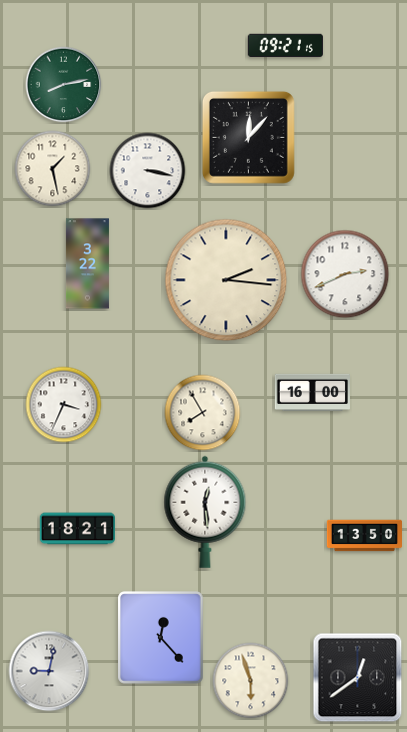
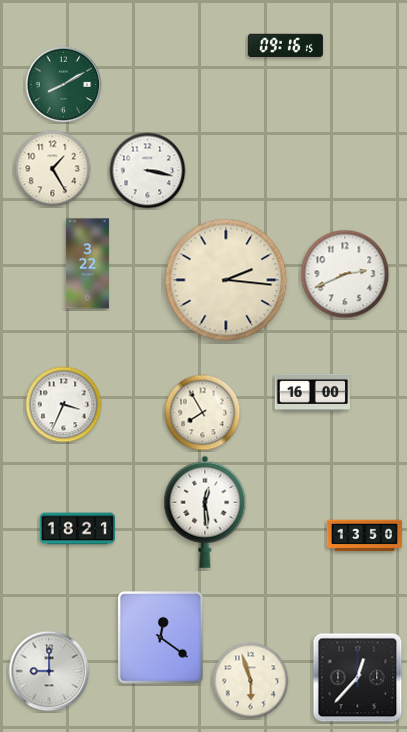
clock at (285, 46): 09:21 -> 09:16
clock at (64, 85): 8:13 -> 8:10
clock at (248, 137): 12:07 -> none
clock at (53, 169): 1:28 -> 1:25
clock at (161, 638): 12:23 -> 12:21
clock at (49, 671): 9:02 -> 9:00
clock at (358, 678): 12:39 -> 12:37
